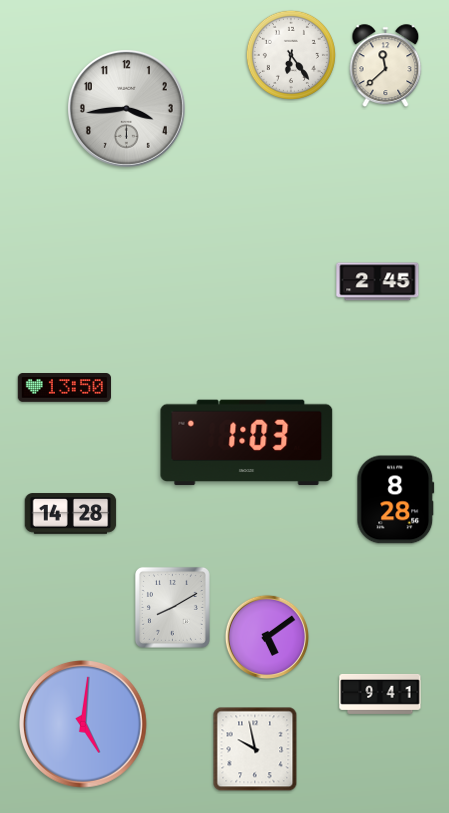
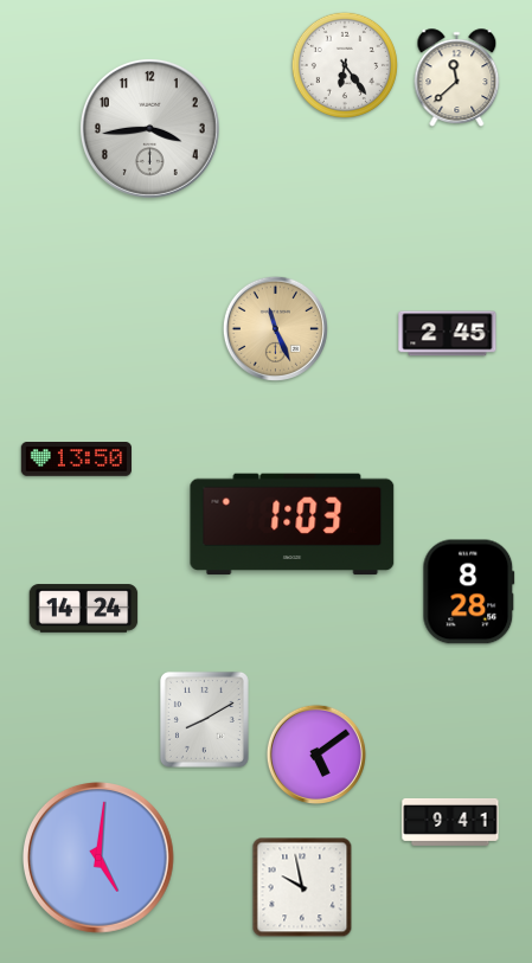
clock at (275, 328): none -> 11:26
clock at (71, 514): 14:28 -> 14:24
